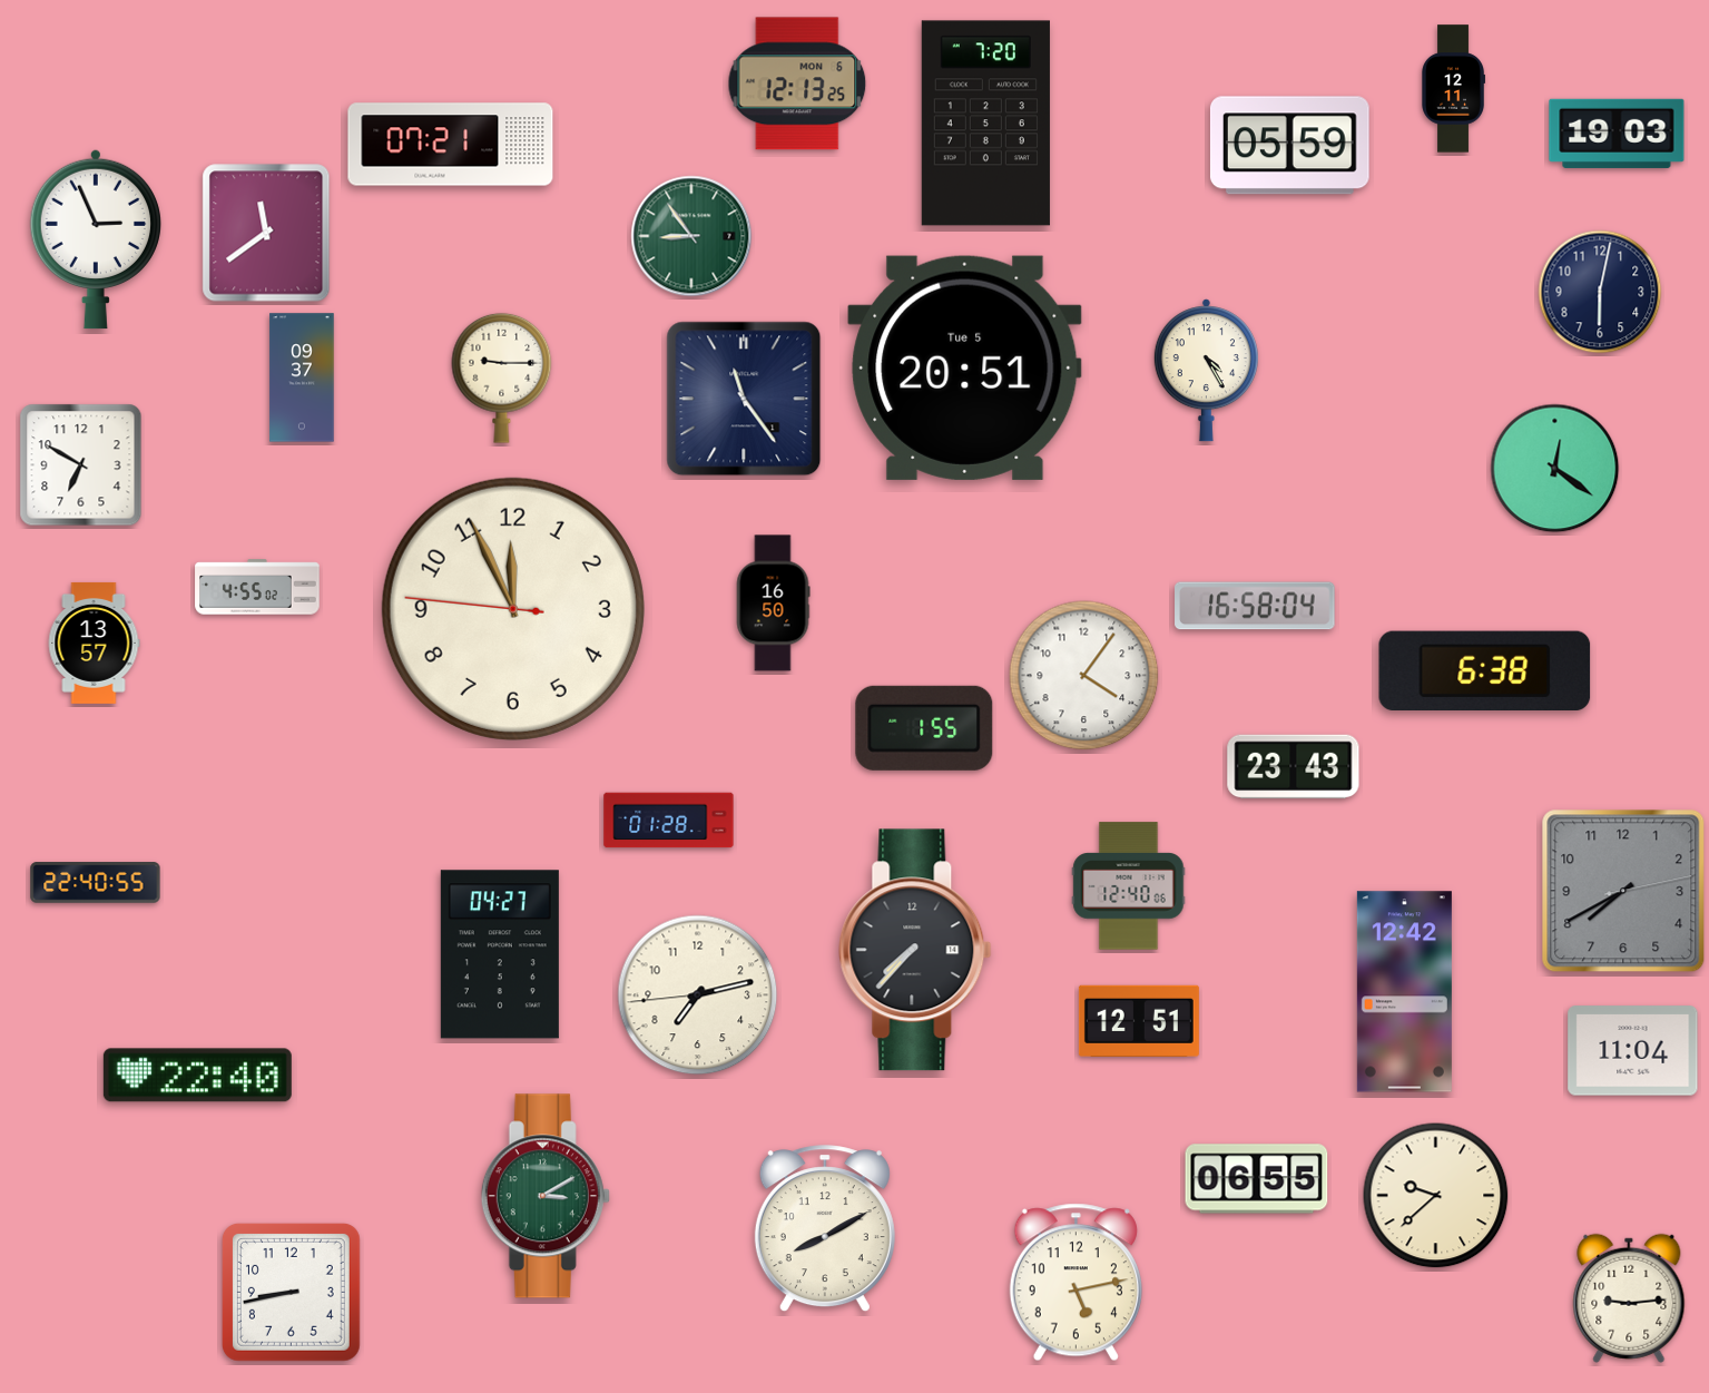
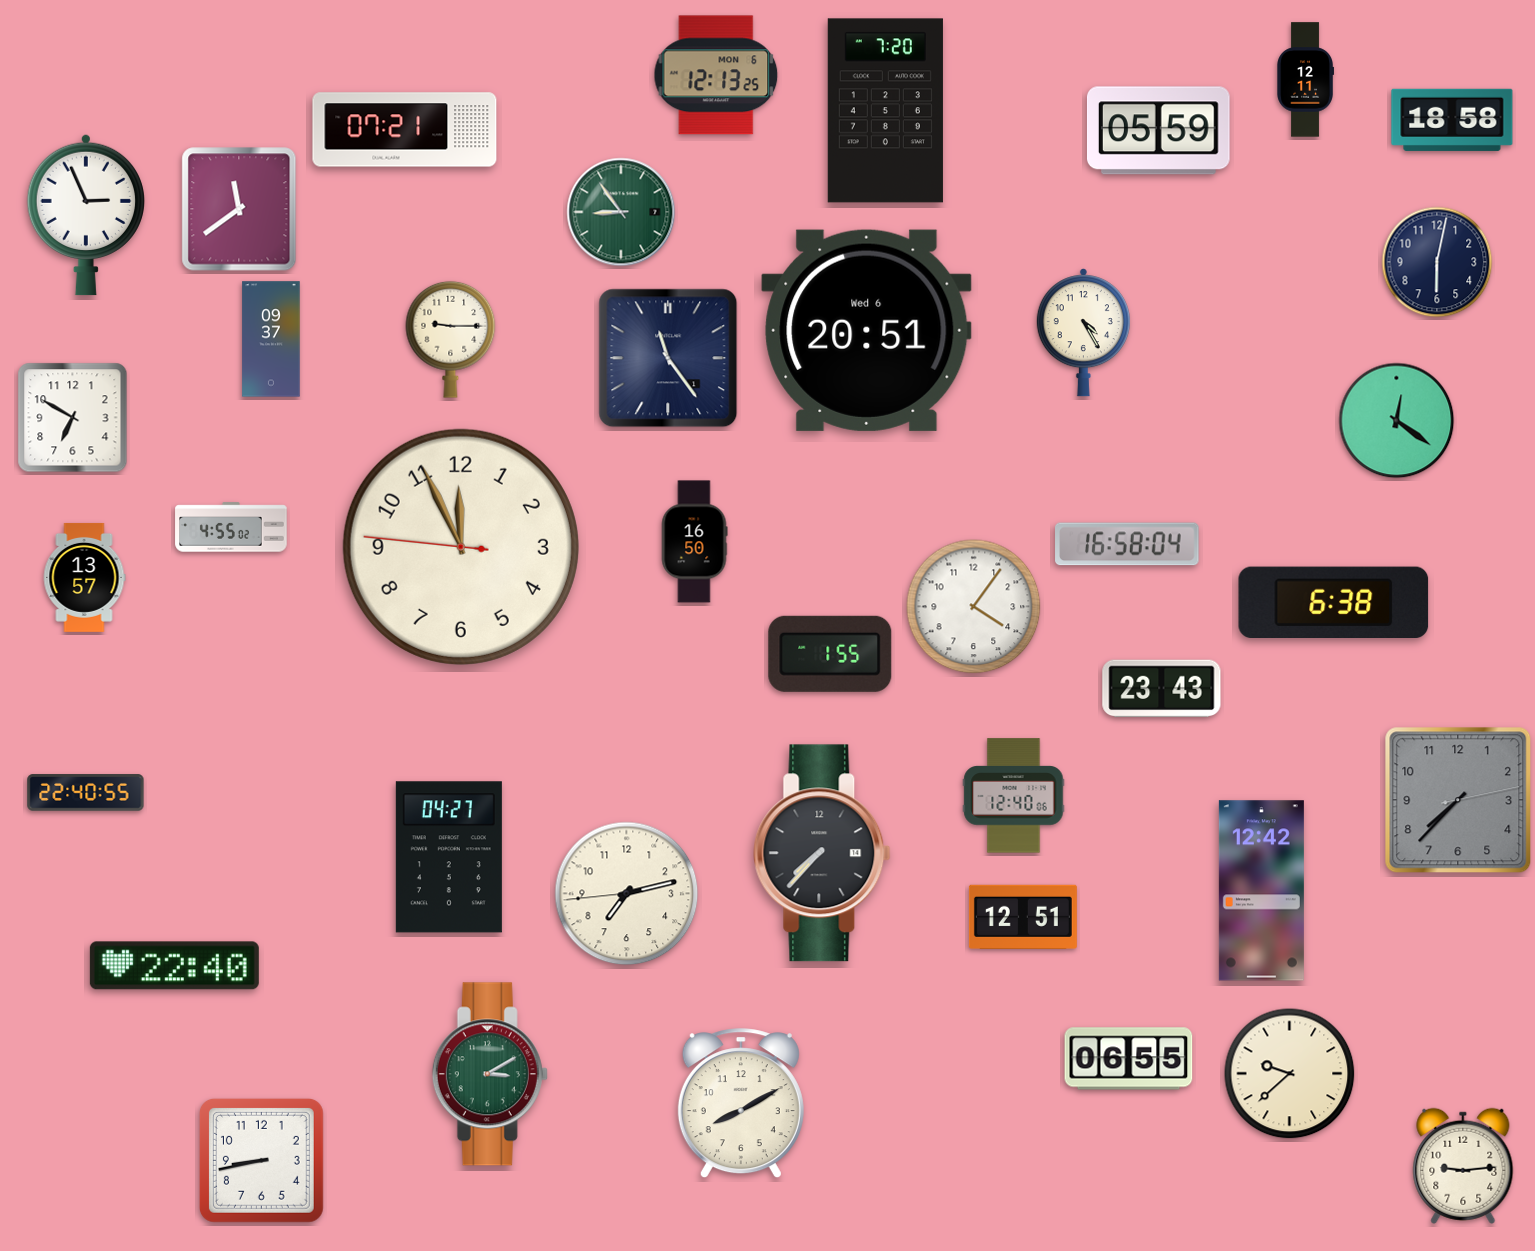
clock at (1617, 134): 19:03 -> 18:58
clock at (965, 367) date: Tue 5 -> Wed 6
clock at (669, 821): 01:28 -> none
clock at (1623, 891): 7:40 -> 7:37
clock at (1633, 1051): 11:04 -> none
clock at (197, 1076) position: (197, 1076) -> (174, 966)
clock at (1076, 1283): 5:13 -> none
